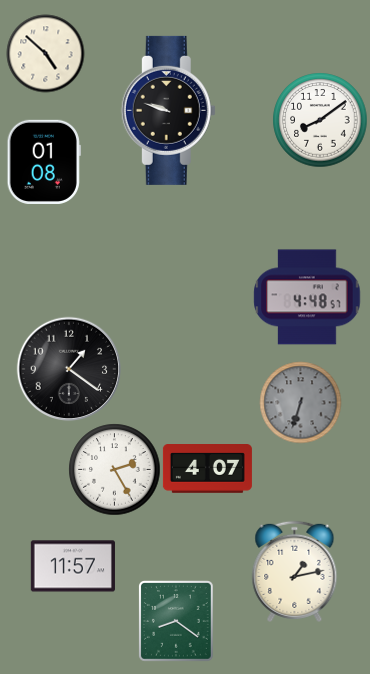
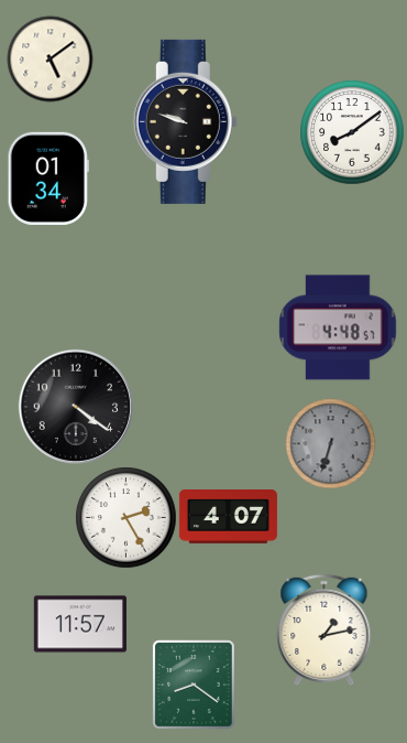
clock at (45, 53): 4:52 -> 5:09
clock at (44, 162): 01:08 -> 01:34
clock at (69, 369): 1:21 -> 4:21
